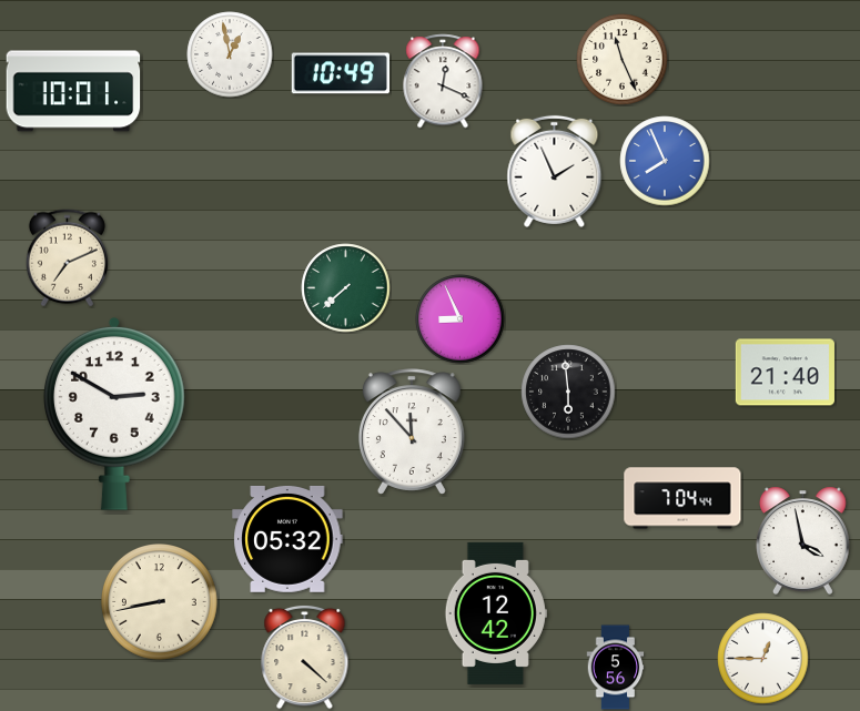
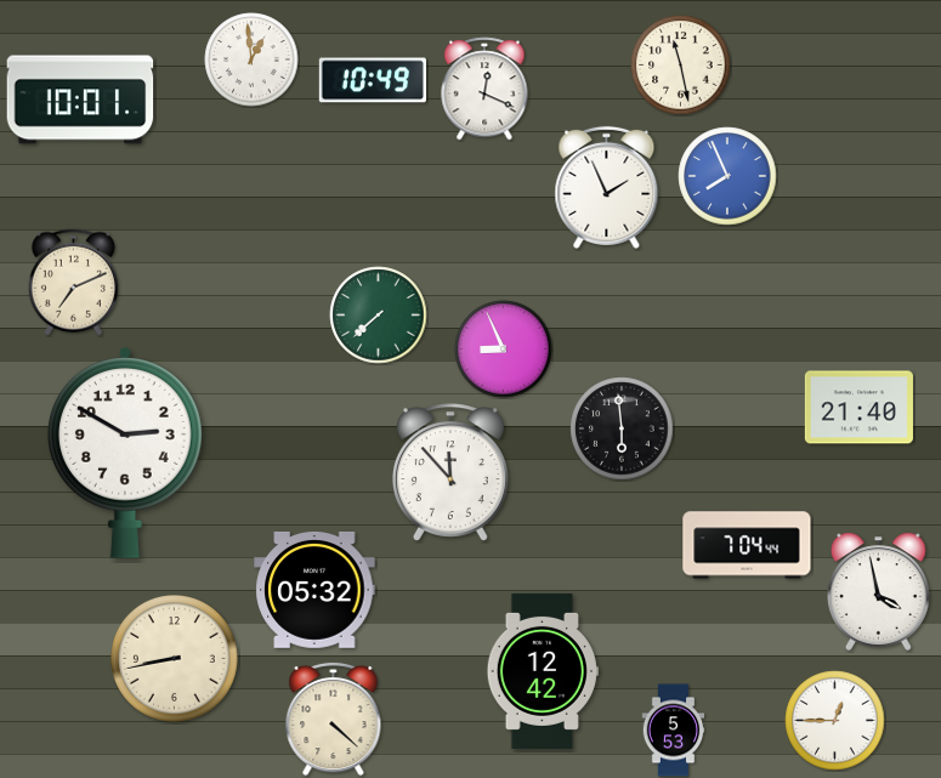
clock at (230, 54): 12:58 -> 12:59
clock at (623, 60): 11:26 -> 11:28
clock at (616, 668): 5:56 -> 5:53
